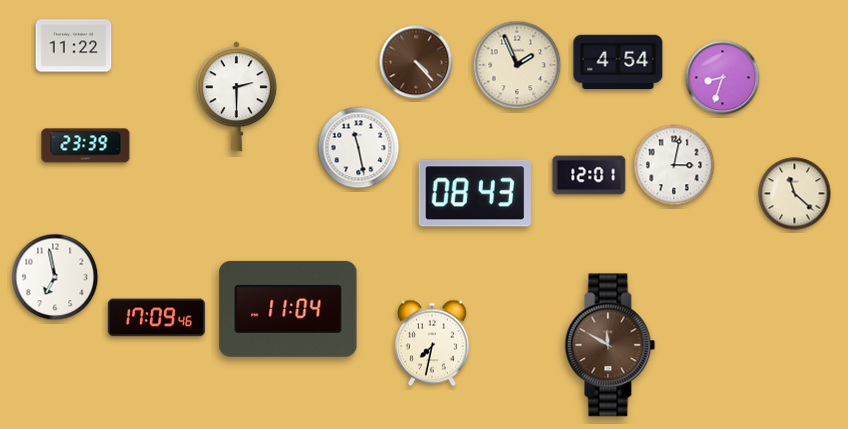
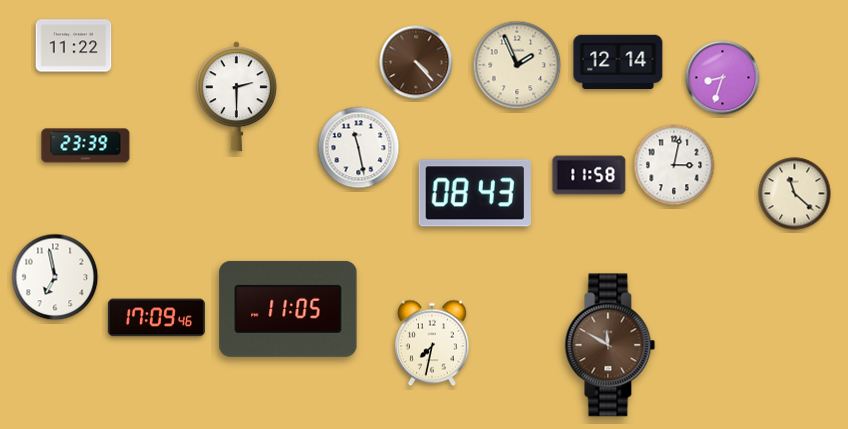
clock at (618, 61): 4:54 -> 12:14
clock at (589, 175): 12:01 -> 11:58
clock at (288, 309): 11:04 -> 11:05
